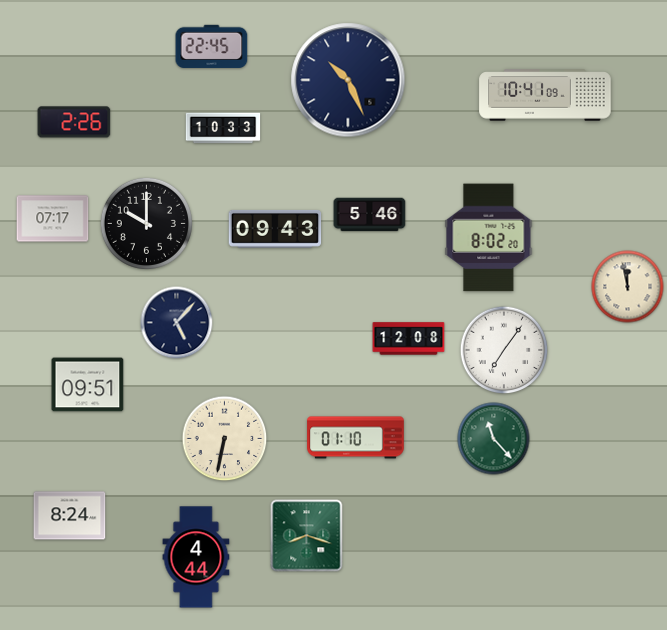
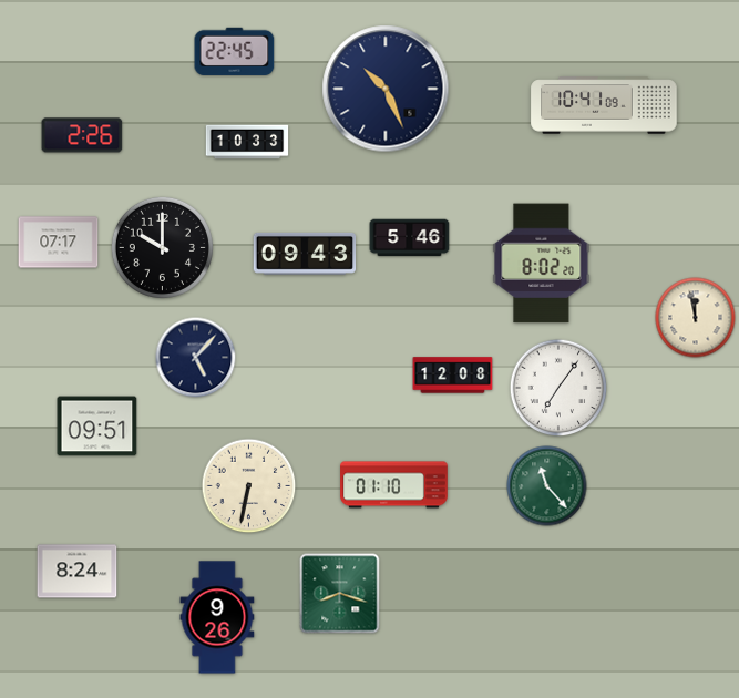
clock at (196, 557): 4:44 -> 9:26
